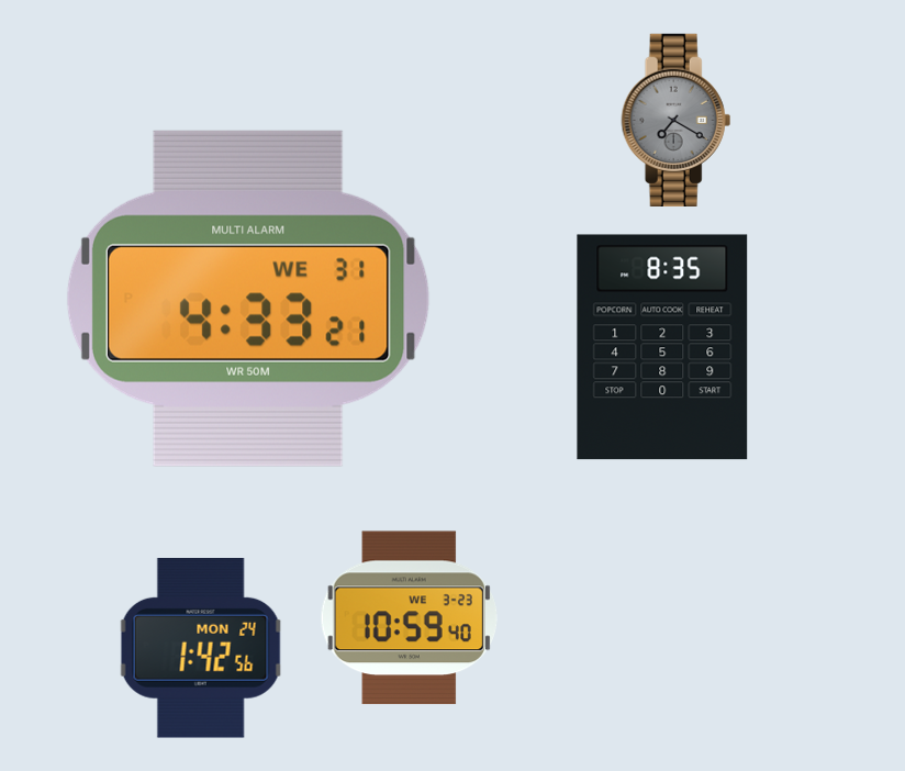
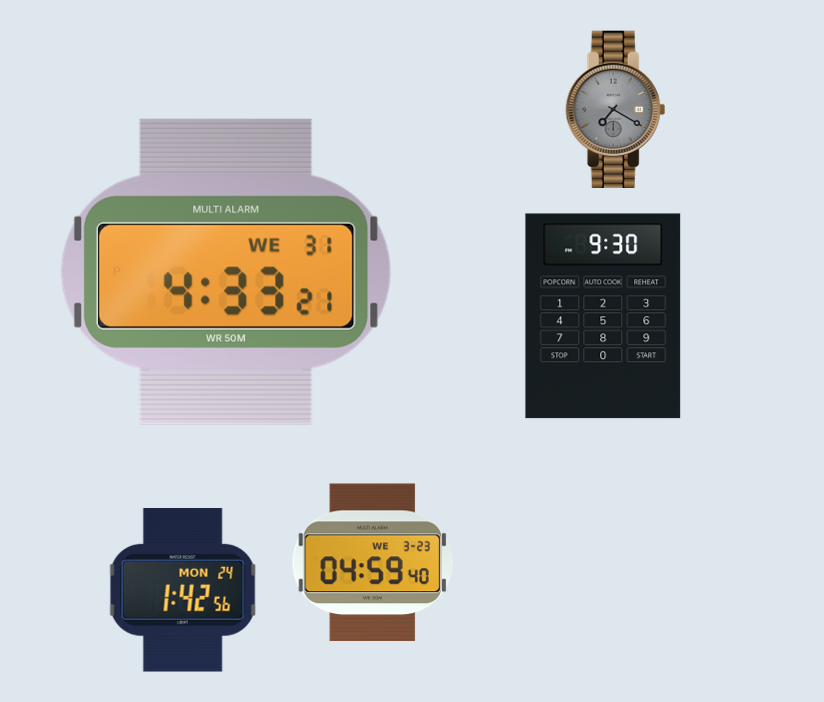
clock at (662, 347): 8:35 -> 9:30
clock at (409, 618): 10:59 -> 04:59
